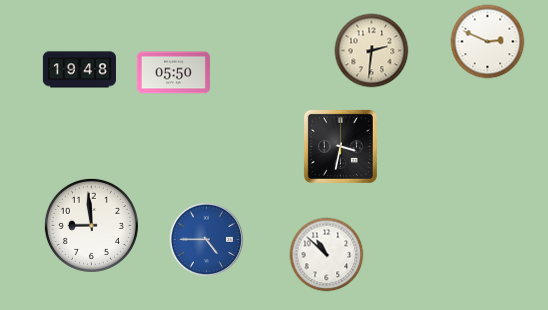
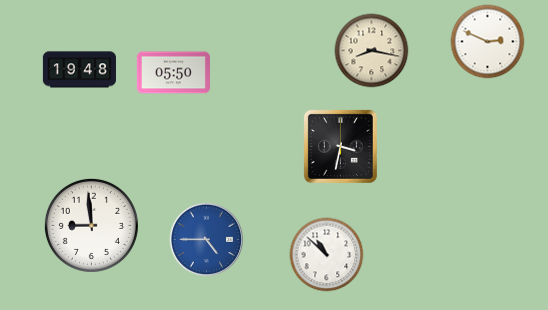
clock at (372, 51): 2:31 -> 8:17
